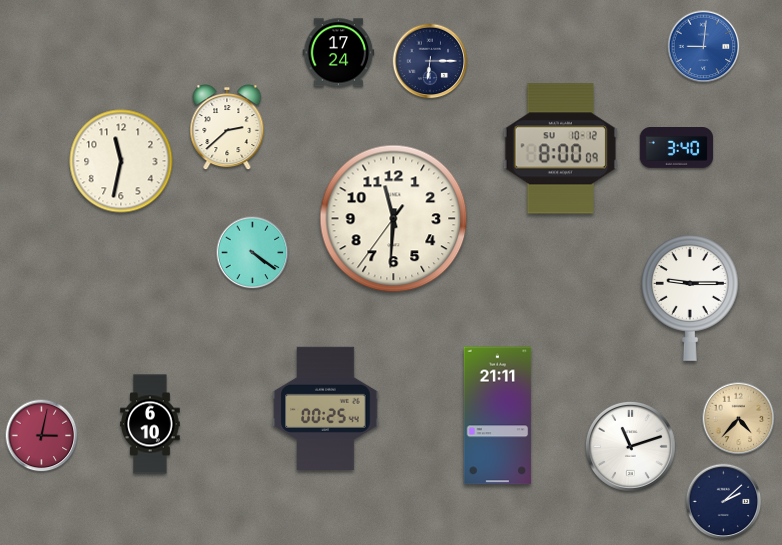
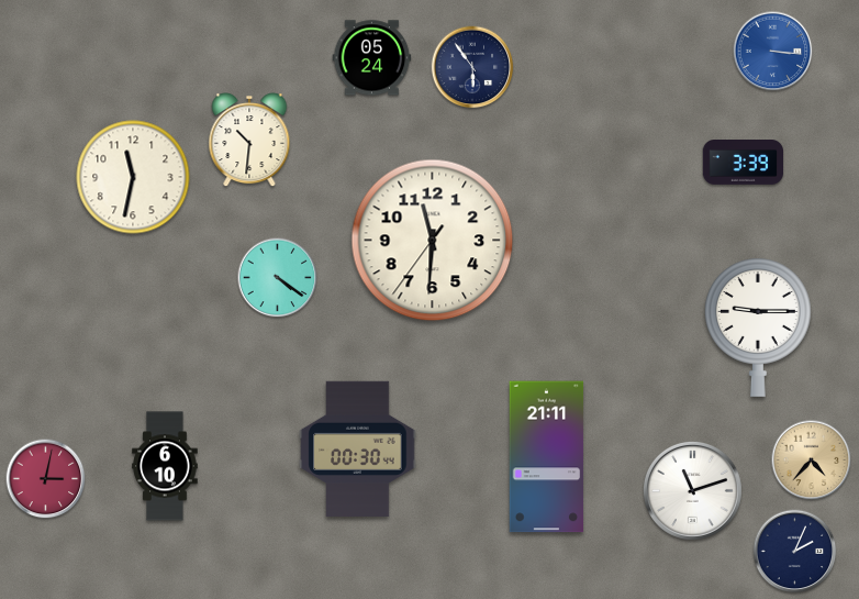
clock at (704, 47): 9:01 -> 3:16
clock at (339, 53): 17:24 -> 05:24
clock at (430, 61): 6:15 -> 5:54
clock at (227, 128): 2:38 -> 10:31
clock at (677, 148): 3:40 -> 3:39
clock at (560, 149): 8:00 -> none
clock at (326, 408): 00:25 -> 00:30
clock at (724, 502): 2:08 -> 2:04
